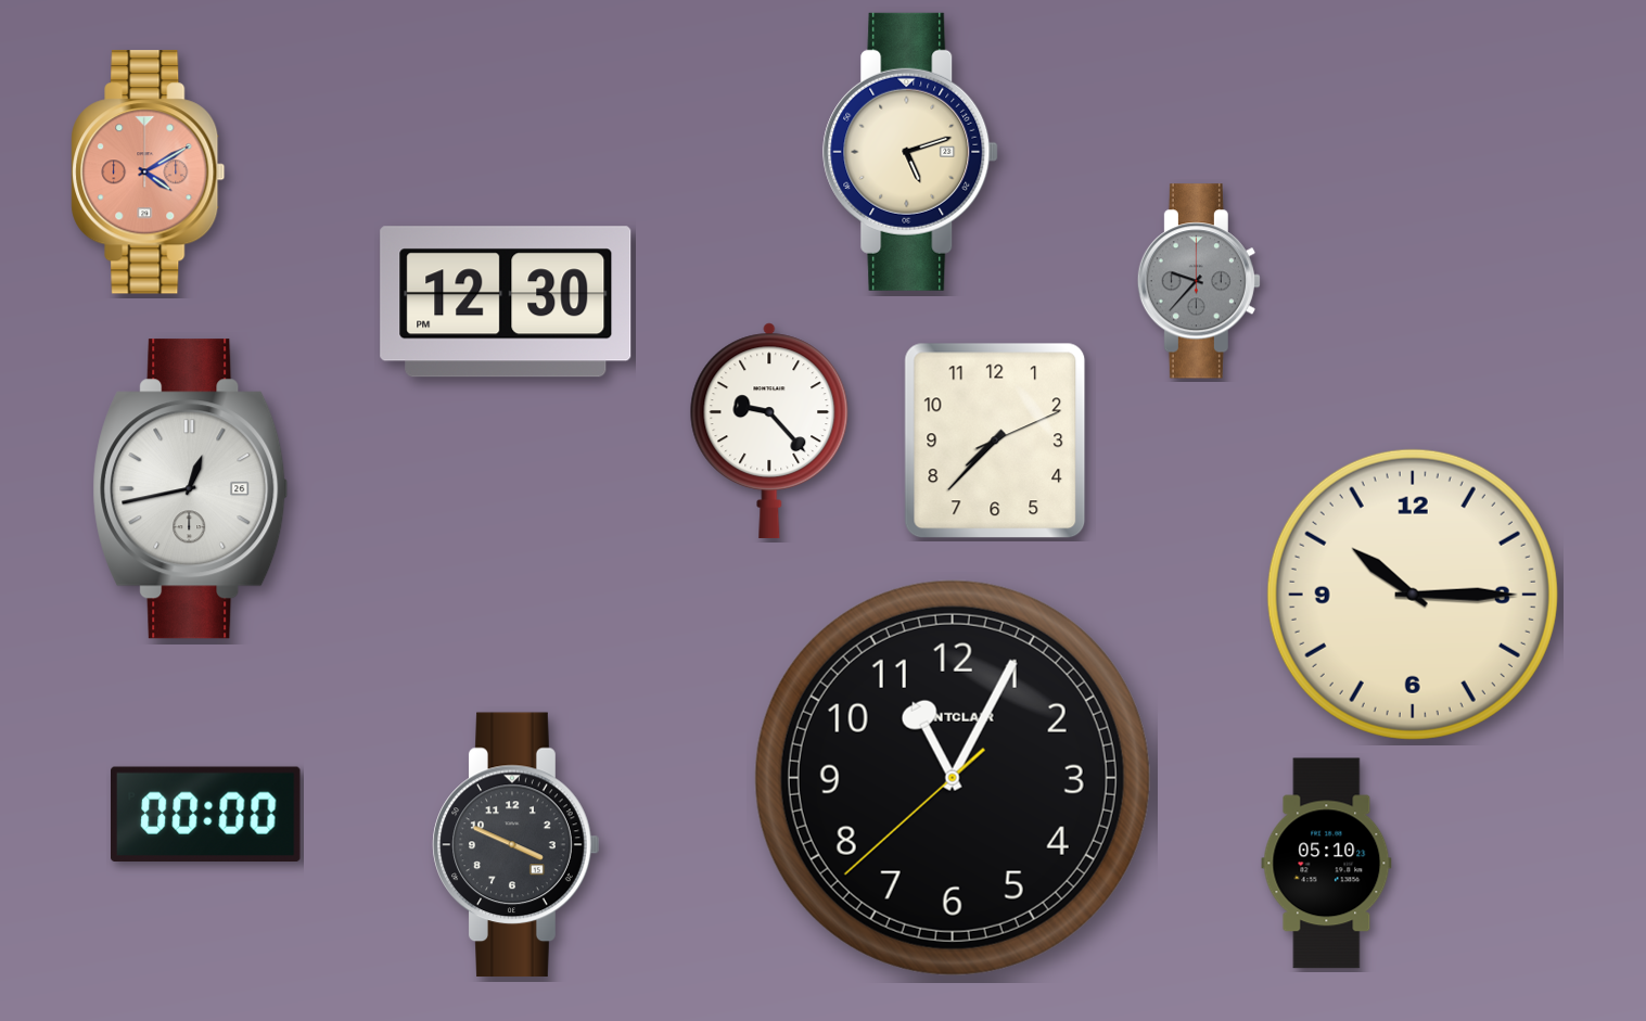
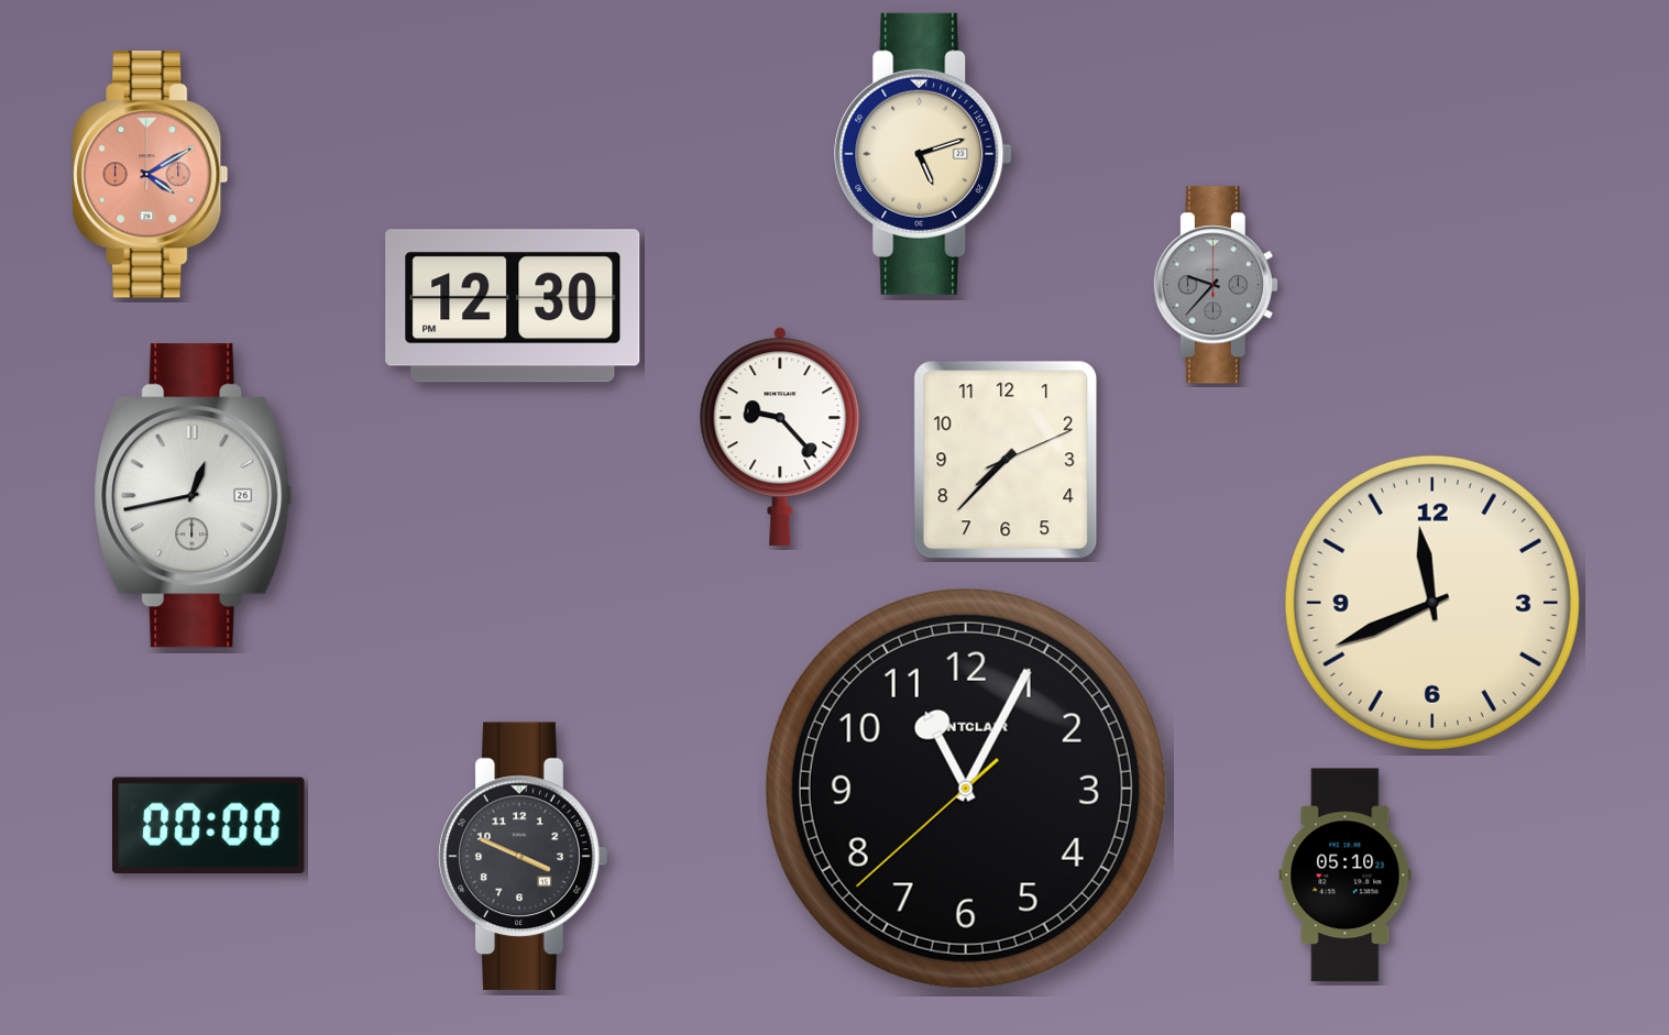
clock at (995, 441) position: (995, 441) -> (1006, 460)
clock at (1413, 595): 10:15 -> 11:41
